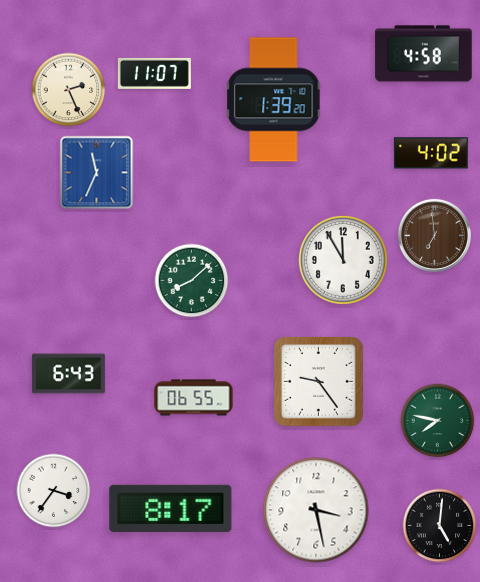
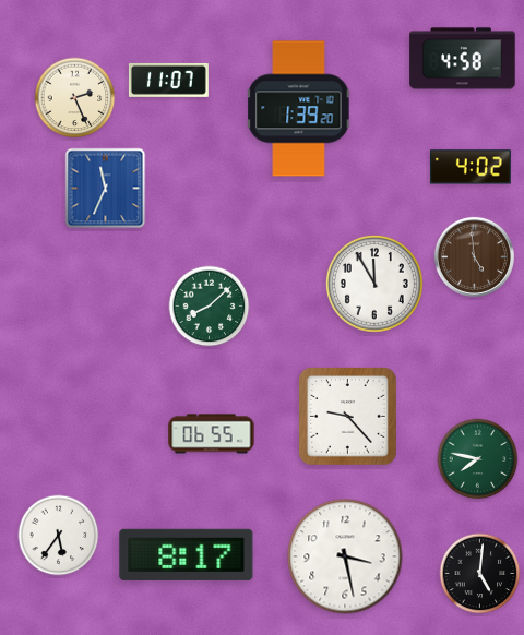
clock at (434, 235): 6:59 -> 4:59
clock at (68, 374): 6:43 -> none
clock at (319, 382): 9:24 -> 9:23
clock at (54, 491): 3:36 -> 5:36
